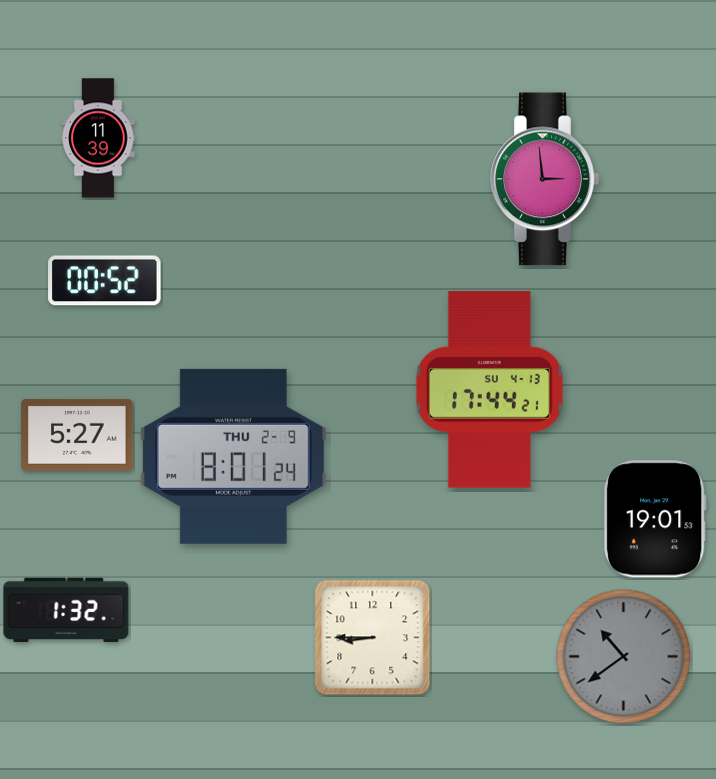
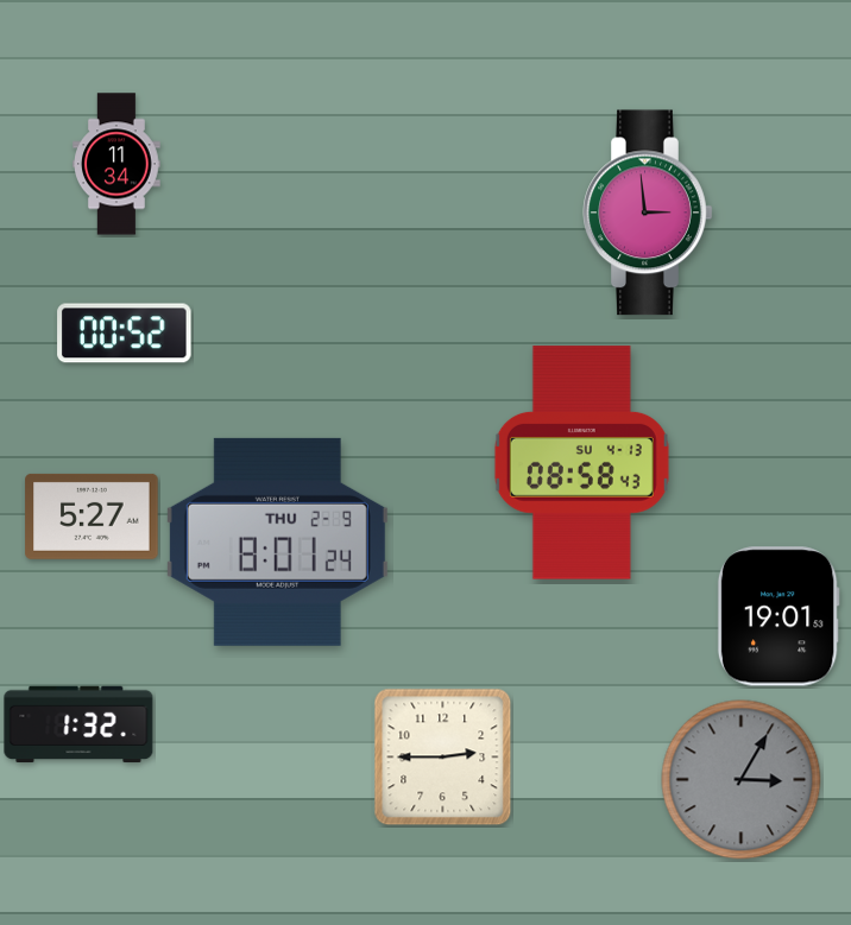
clock at (98, 138): 11:39 -> 11:34
clock at (489, 390): 17:44 -> 08:58
clock at (373, 638): 8:45 -> 2:45
clock at (624, 657): 10:39 -> 3:05
